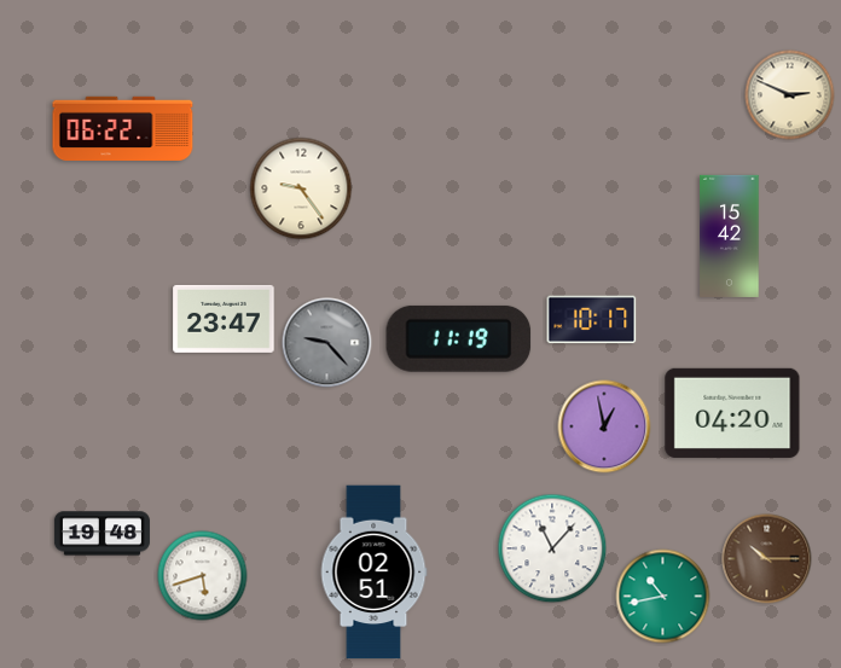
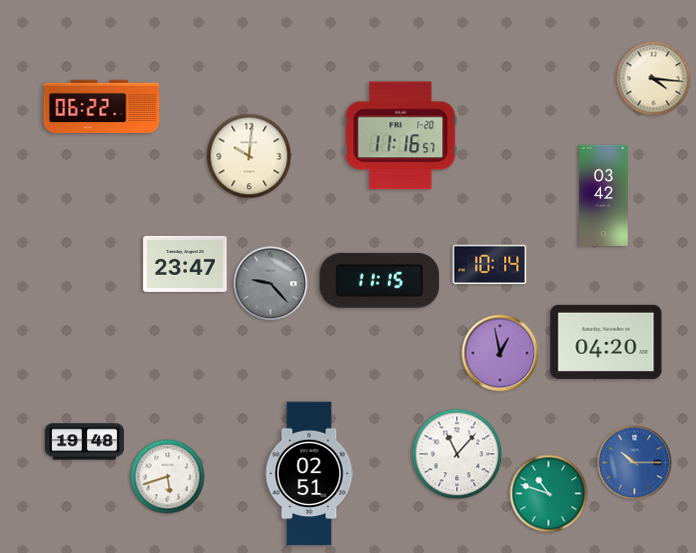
clock at (790, 95): 2:49 -> 4:16
clock at (401, 136): none -> 11:16
clock at (301, 188): 9:24 -> 10:01
clock at (730, 236): 15:42 -> 03:42
clock at (592, 320): 10:17 -> 10:14
clock at (459, 338): 11:19 -> 11:15
clock at (767, 559) dial: brown -> blue
clock at (663, 597): 10:43 -> 10:48
